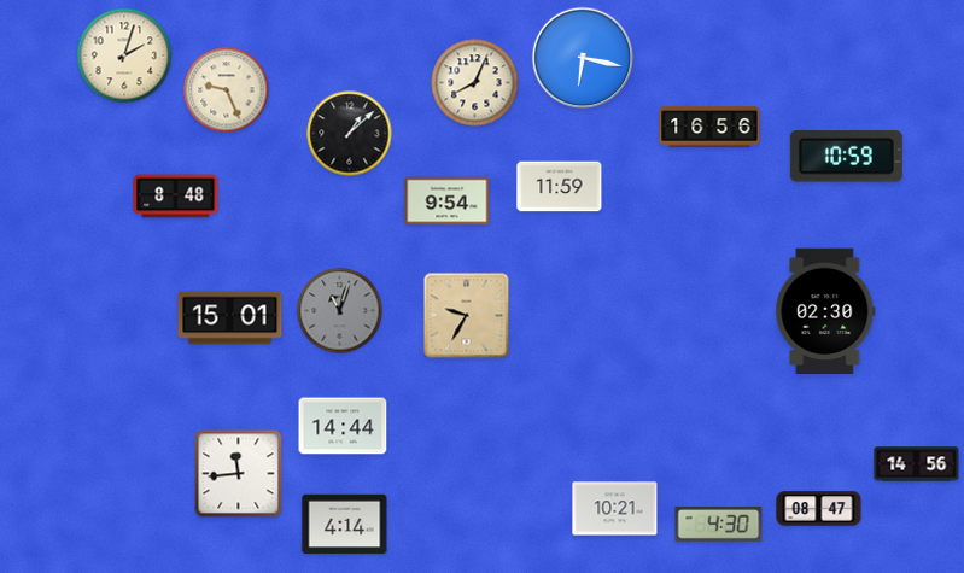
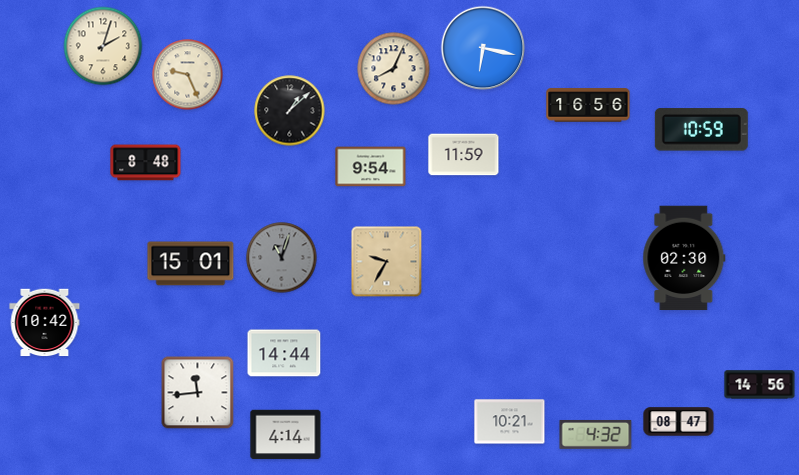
clock at (45, 323): none -> 10:42
clock at (719, 525): 4:30 -> 4:32
